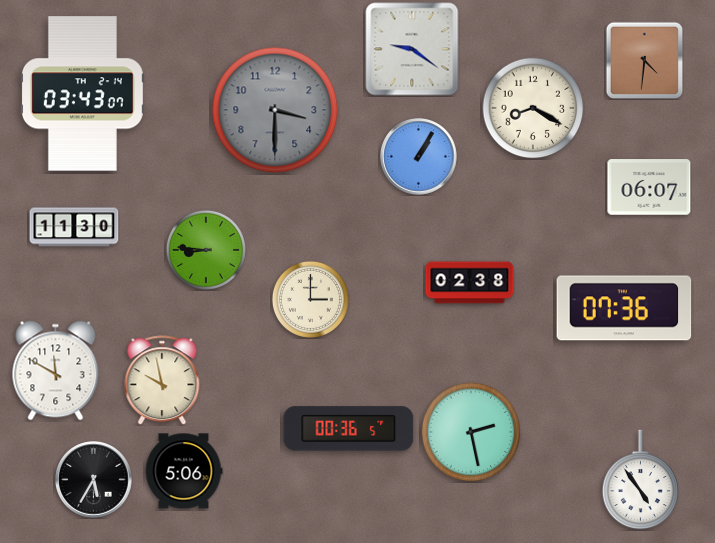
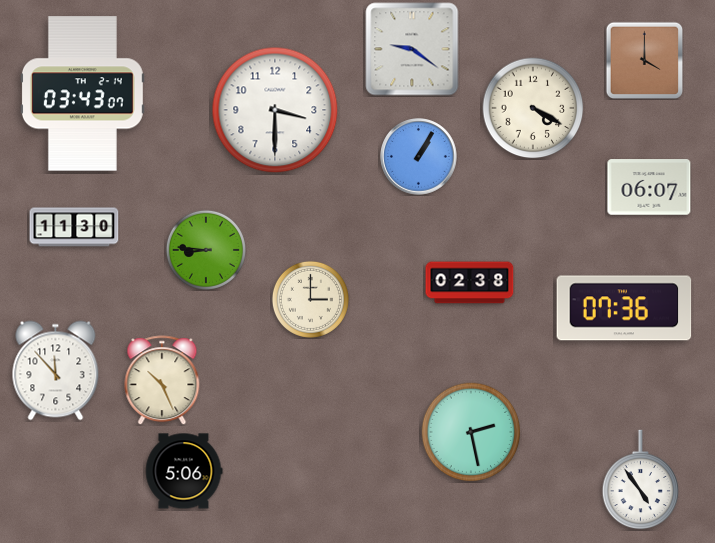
clock at (644, 60): 4:31 -> 4:00
clock at (533, 108): 8:20 -> 4:20
clock at (275, 110) dial: grey -> white
clock at (56, 371): 11:50 -> 11:53
clock at (162, 380): 9:58 -> 10:26
clock at (349, 429): 00:36 -> none
clock at (94, 480): 5:35 -> none
